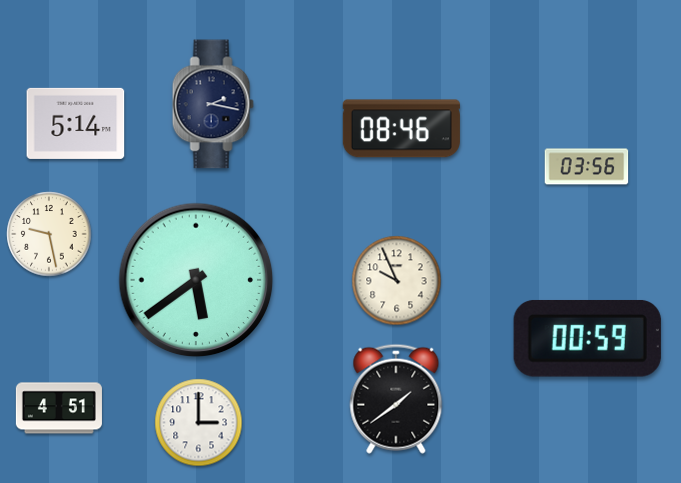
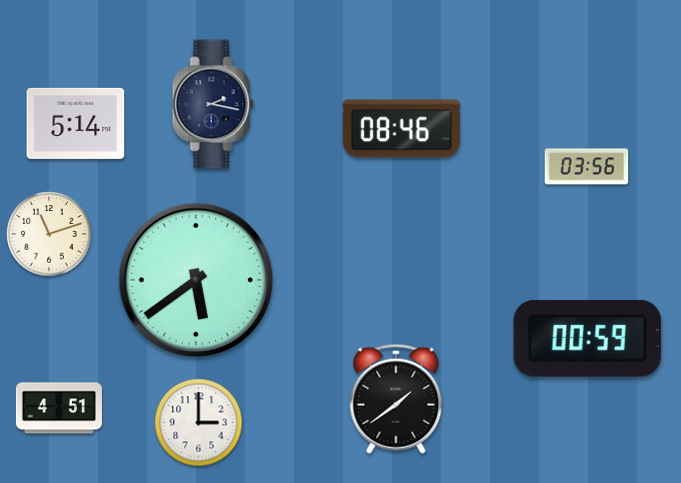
clock at (49, 234): 9:28 -> 11:12
clock at (397, 281): 9:56 -> none
